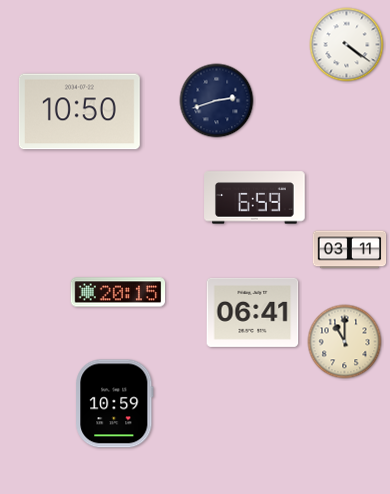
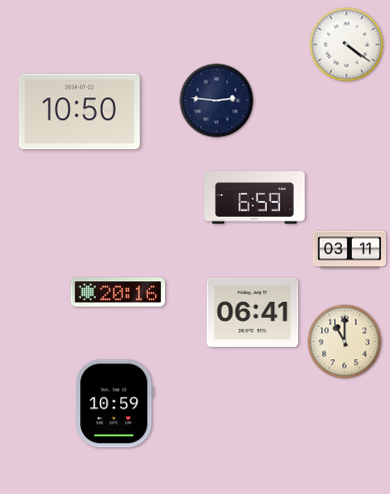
clock at (217, 101): 2:42 -> 2:46
clock at (118, 292): 20:15 -> 20:16
